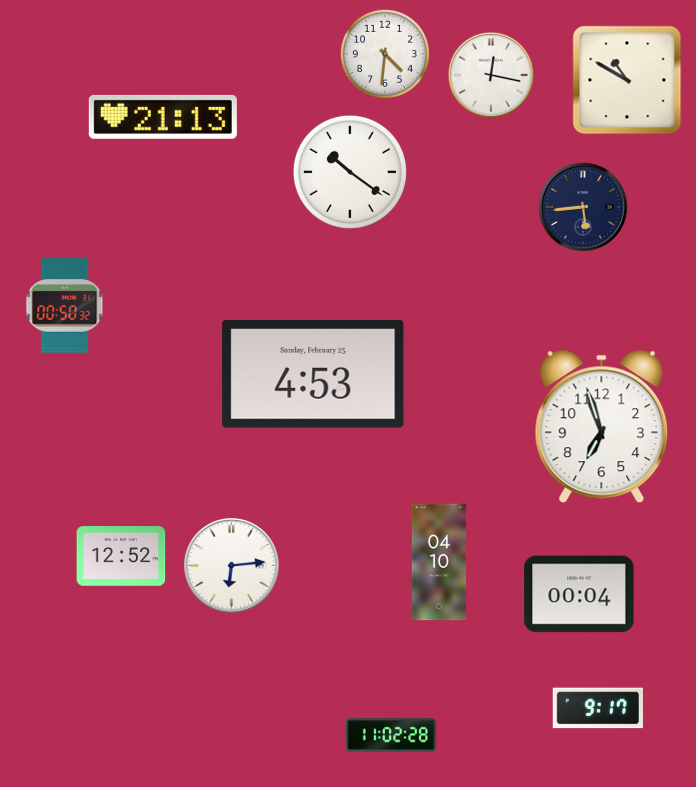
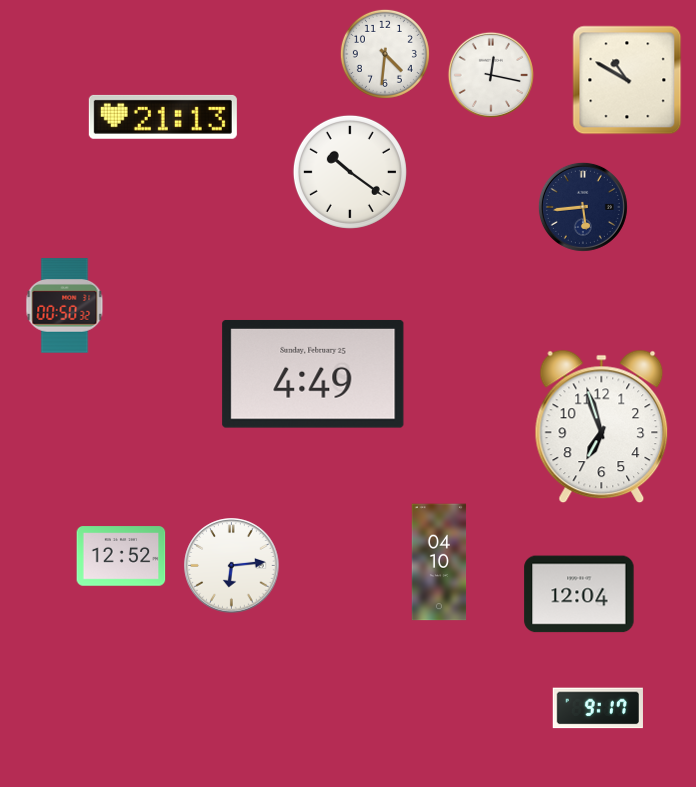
clock at (313, 374): 4:53 -> 4:49
clock at (579, 594): 00:04 -> 12:04
clock at (391, 735): 11:02 -> none
